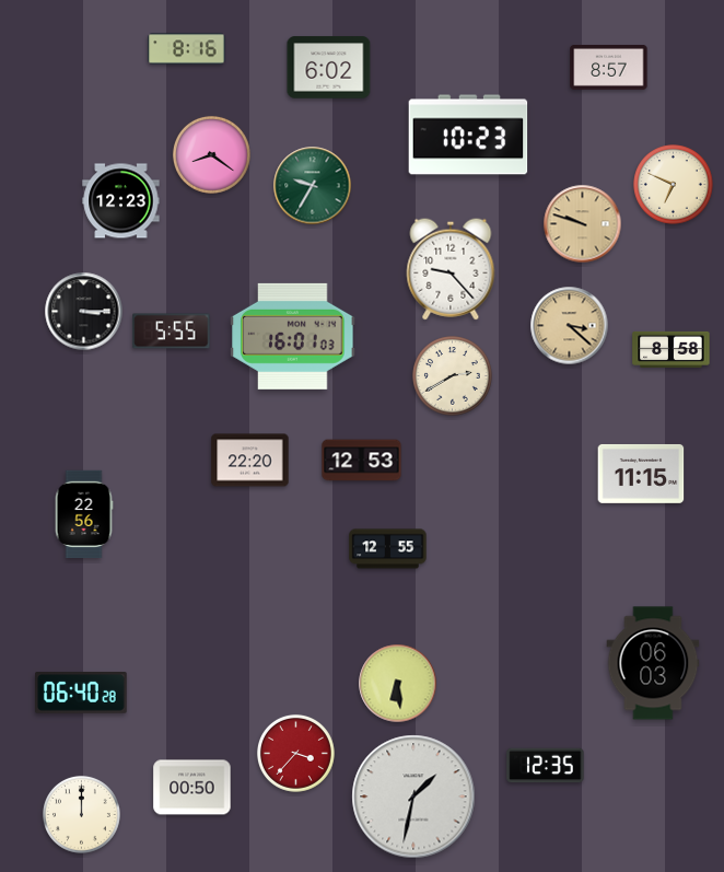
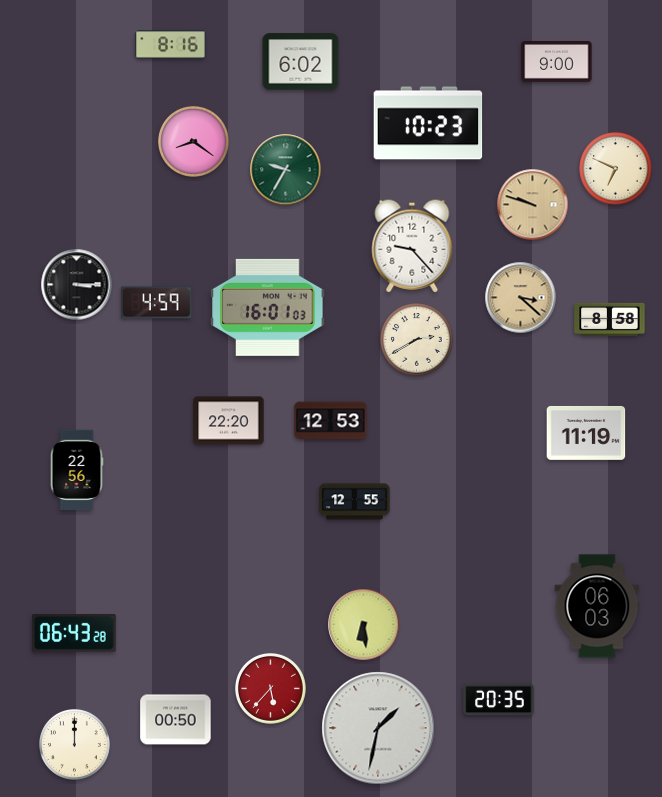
clock at (609, 68): 8:57 -> 9:00
clock at (121, 201): 12:23 -> none
clock at (172, 332): 5:55 -> 4:59
clock at (672, 349) position: (672, 349) -> (610, 319)
clock at (453, 376) position: (453, 376) -> (417, 340)
clock at (641, 474): 11:15 -> 11:19
clock at (81, 694): 06:40 -> 06:43
clock at (295, 753): 3:37 -> 5:37
clock at (546, 766): 12:35 -> 20:35
